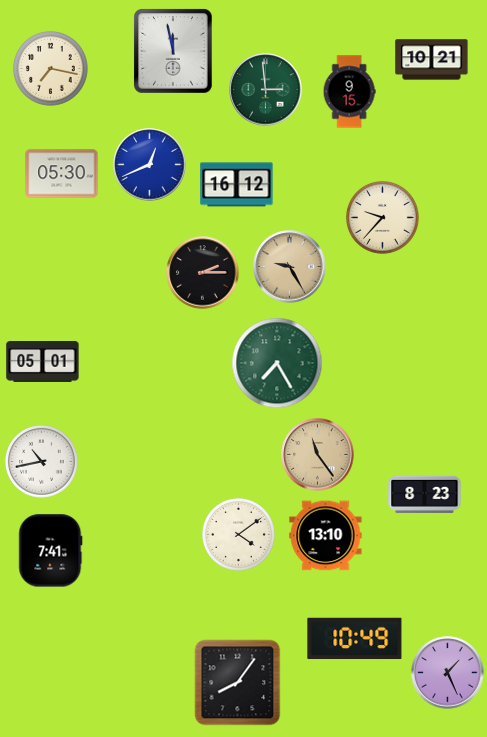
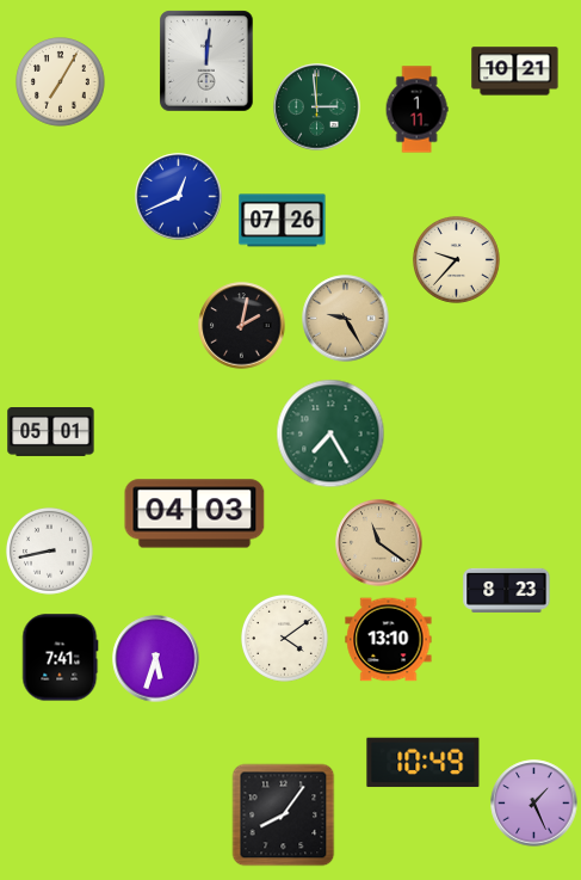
clock at (173, 51): 11:58 -> 12:01
clock at (51, 69): 7:17 -> 7:05
clock at (349, 92): 9:15 -> 1:11
clock at (62, 174): 05:30 -> none
clock at (237, 185): 16:12 -> 07:26
clock at (203, 273): 2:15 -> 2:02
clock at (194, 513): none -> 04:03
clock at (318, 455): 11:24 -> 11:21
clock at (41, 461): 10:43 -> 8:43
clock at (156, 659): none -> 5:33
